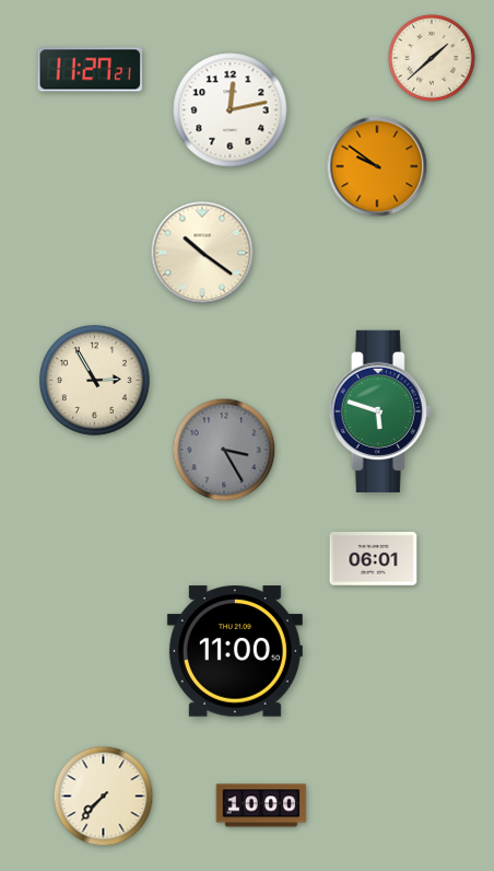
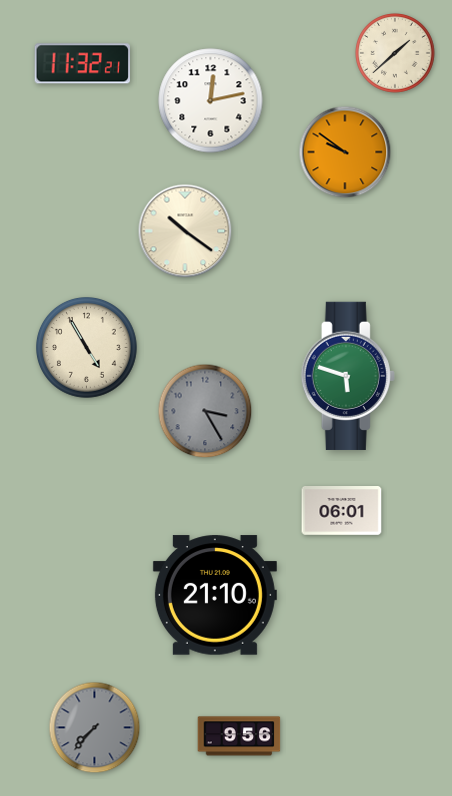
clock at (91, 70): 11:27 -> 11:32
clock at (95, 381): 2:55 -> 4:55
clock at (235, 651): 11:00 -> 21:10
clock at (104, 797) dial: cream -> grey
clock at (261, 805): 10:00 -> 9:56
